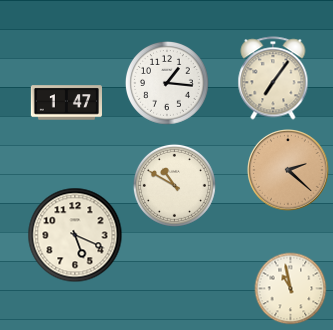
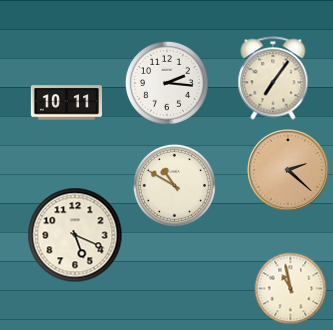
clock at (167, 83): 1:16 -> 2:16
clock at (66, 103): 1:47 -> 10:11
